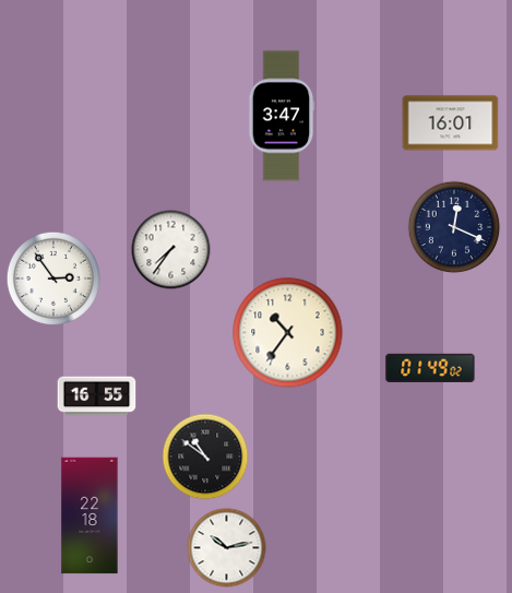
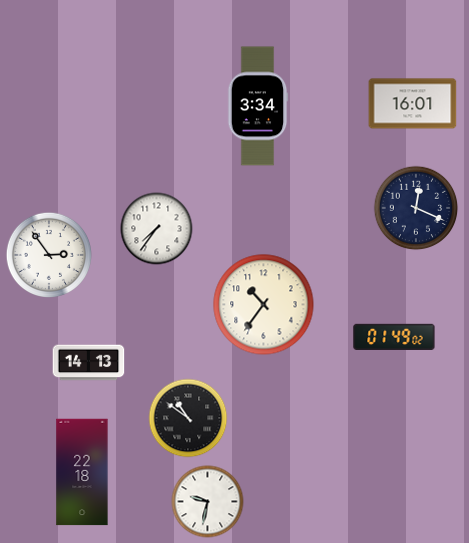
clock at (282, 116): 3:47 -> 3:34
clock at (451, 123) position: (451, 123) -> (413, 104)
clock at (97, 396): 16:55 -> 14:13
clock at (227, 548): 10:13 -> 9:32
